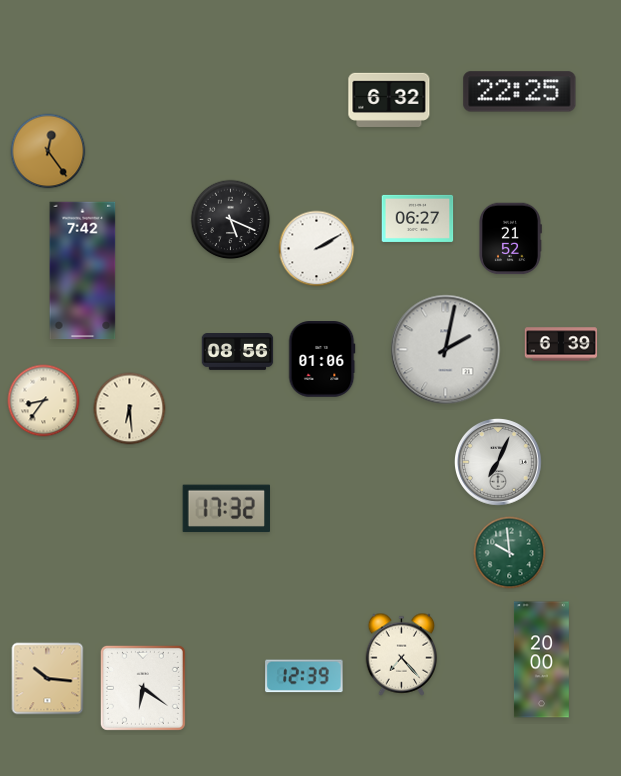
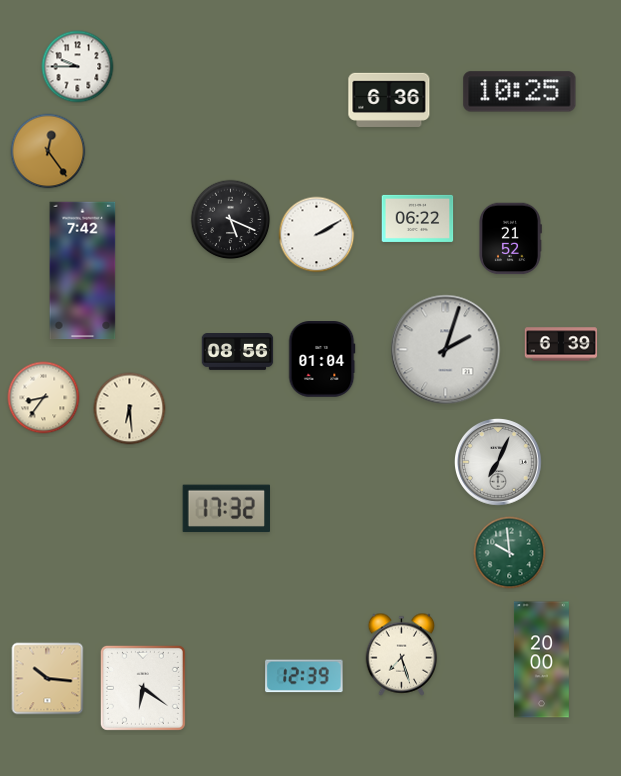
clock at (78, 67): none -> 9:45
clock at (520, 92): 22:25 -> 10:25
clock at (389, 100): 6:32 -> 6:36
clock at (418, 218): 06:27 -> 06:22
clock at (317, 249) position: (317, 249) -> (317, 235)
clock at (446, 350): 2:02 -> 2:03
clock at (322, 359): 01:06 -> 01:04
clock at (44, 401) position: (44, 401) -> (44, 398)
clock at (402, 654): 7:23 -> 7:27
